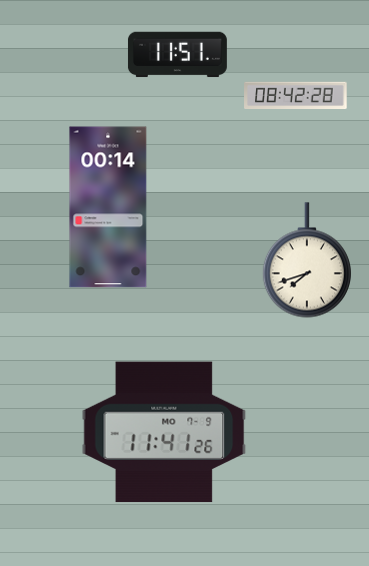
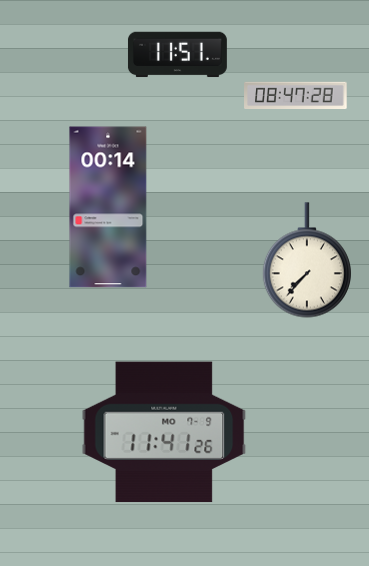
clock at (296, 95): 08:42 -> 08:47
clock at (307, 260): 7:42 -> 7:37
